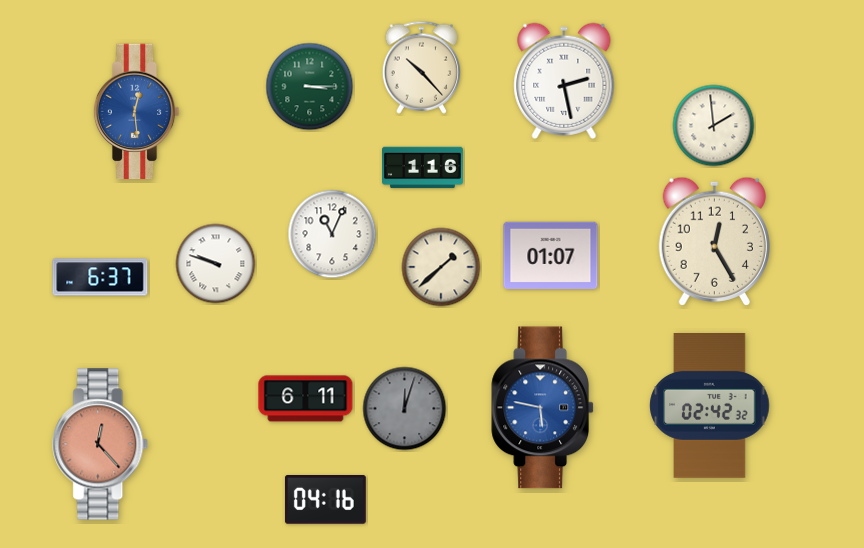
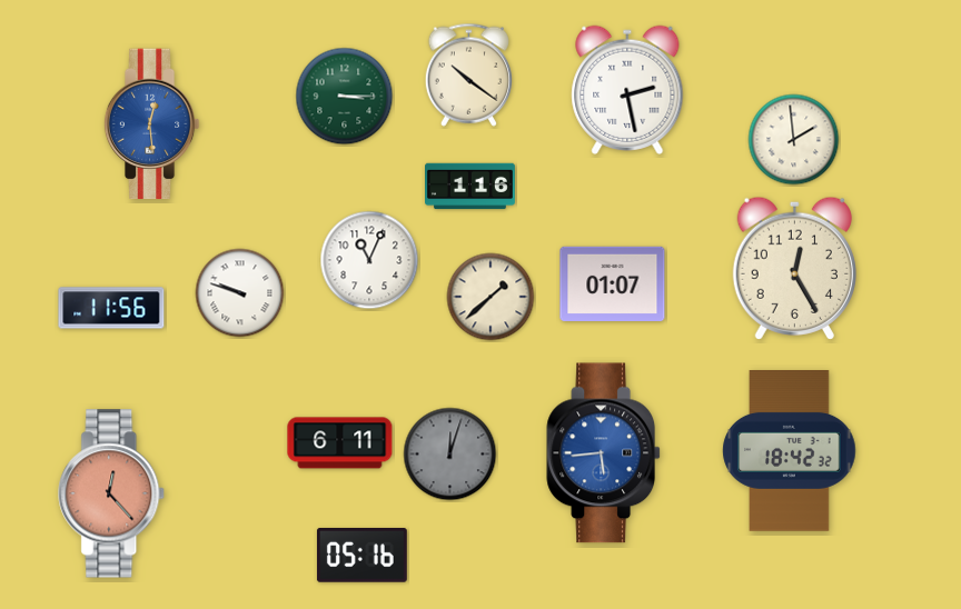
clock at (421, 67): 10:23 -> 10:21
clock at (100, 277): 6:37 -> 11:56
clock at (710, 406): 02:42 -> 18:42
clock at (543, 408): 5:47 -> 5:44
clock at (325, 500): 04:16 -> 05:16
